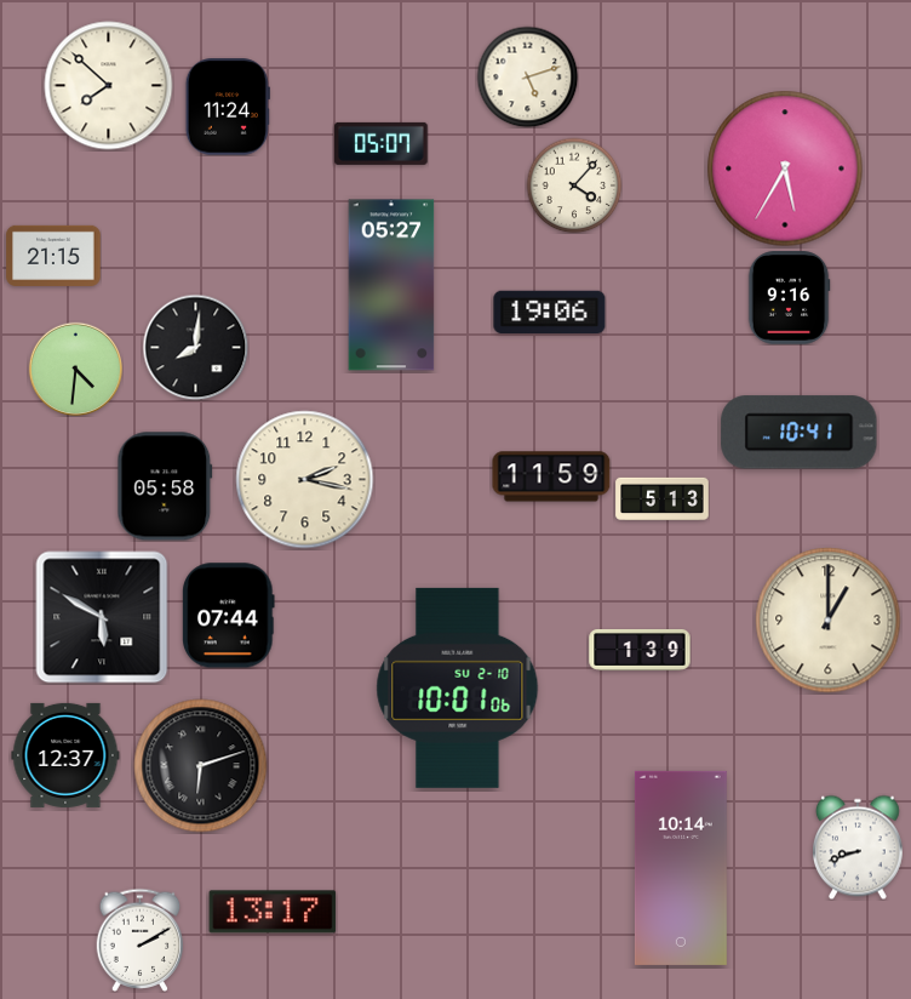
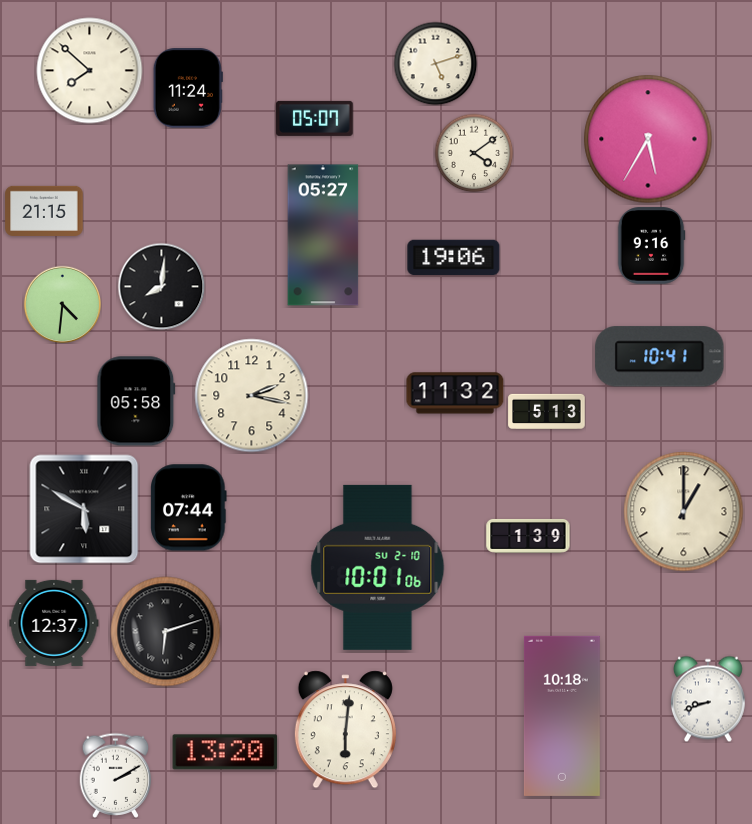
clock at (574, 185): 4:07 -> 4:09
clock at (551, 476): 11:59 -> 11:32
clock at (681, 868): 10:14 -> 10:18
clock at (345, 730): none -> 6:01
clock at (273, 912): 13:17 -> 13:20
